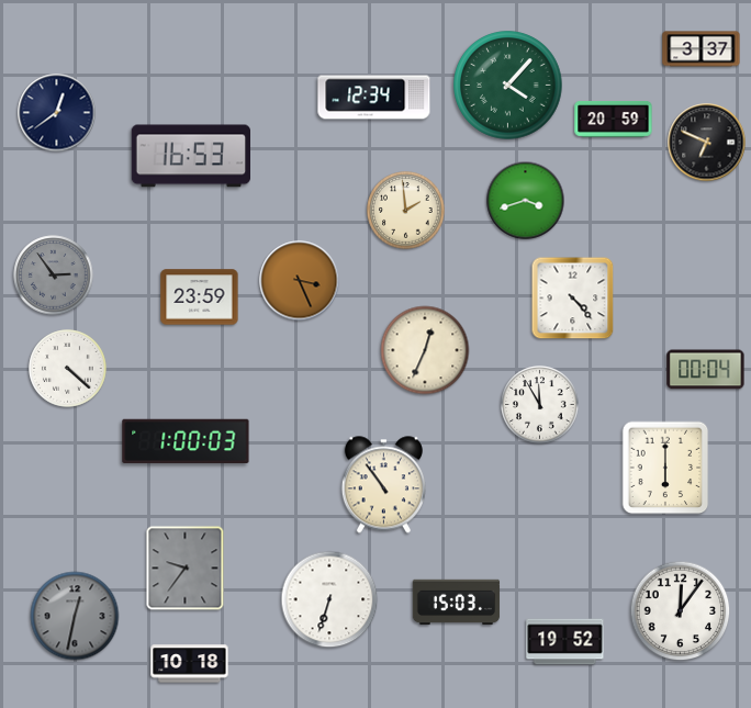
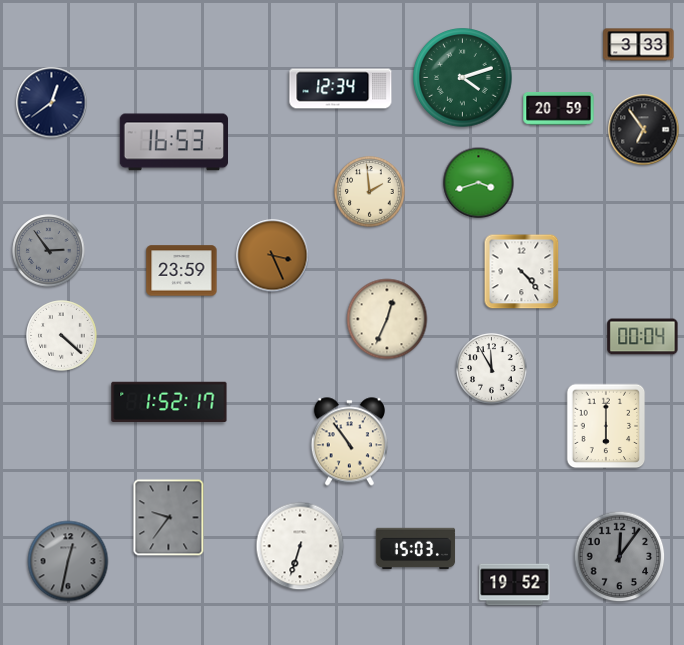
clock at (702, 49): 3:37 -> 3:33
clock at (508, 86): 4:07 -> 4:12
clock at (707, 143): 6:49 -> 6:54
clock at (186, 441): 1:00 -> 1:52
clock at (681, 611) dial: white -> grey
clock at (190, 664): 10:18 -> none
